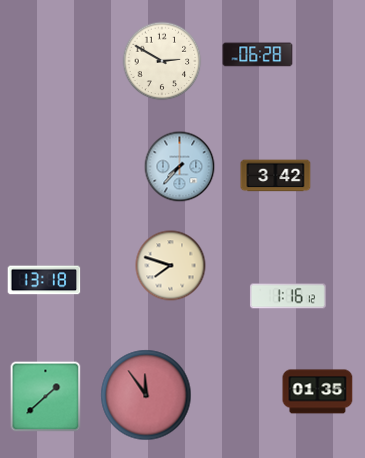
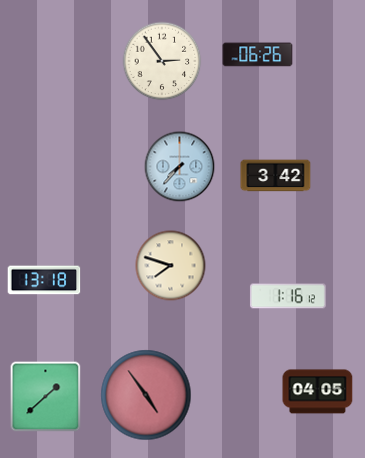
clock at (258, 55): 06:28 -> 06:26
clock at (162, 61): 2:50 -> 2:54
clock at (318, 392): 01:35 -> 04:05
clock at (146, 395): 11:54 -> 4:54
